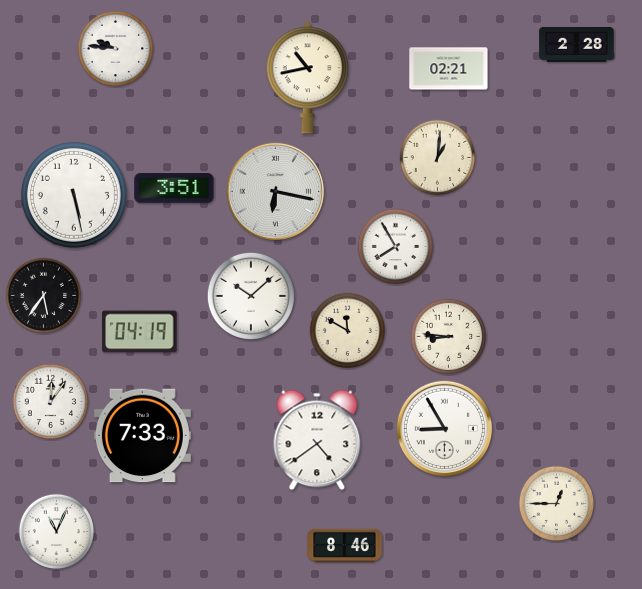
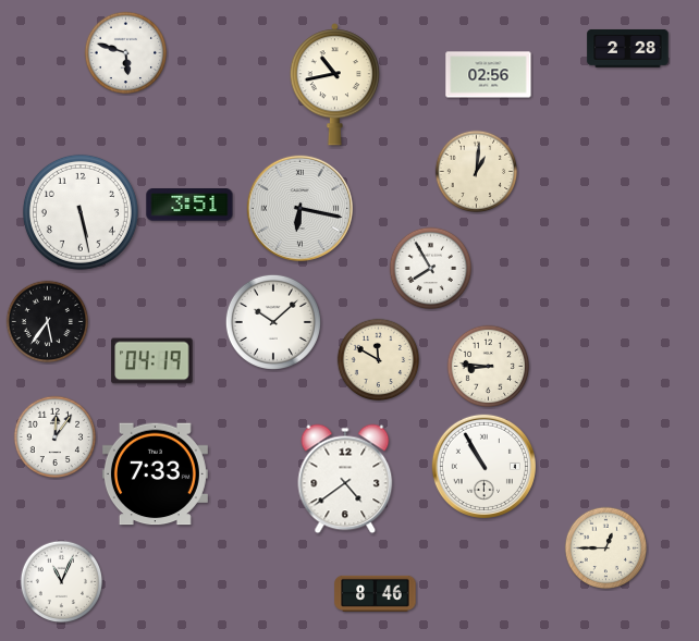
clock at (116, 49): 9:46 -> 5:48
clock at (449, 69): 02:21 -> 02:56
clock at (444, 428): 8:55 -> 10:55
clock at (57, 532) position: (57, 532) -> (62, 582)
